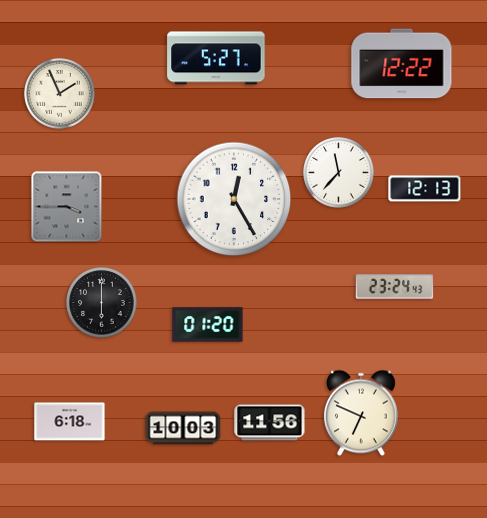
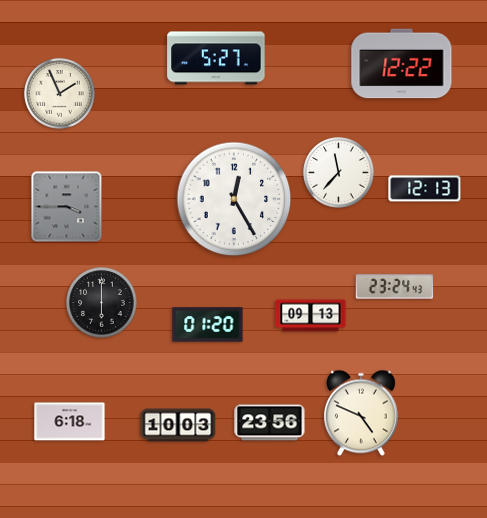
clock at (311, 316): none -> 09:13
clock at (362, 413): 6:49 -> 4:49
clock at (270, 423): 11:56 -> 23:56
clock at (183, 428) position: (183, 428) -> (178, 425)
